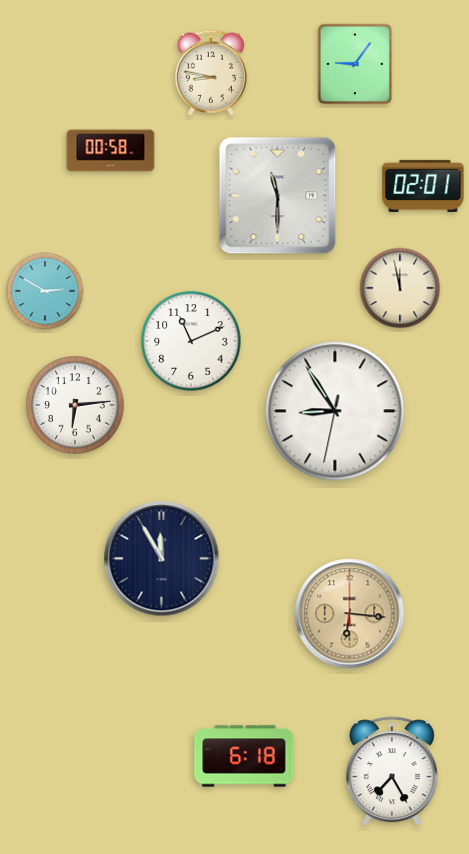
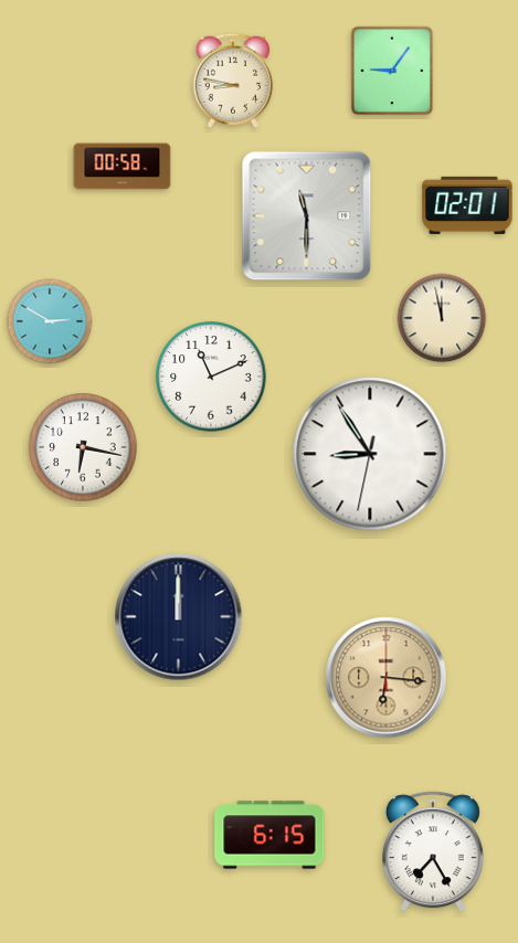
clock at (75, 405): 6:14 -> 6:17
clock at (162, 559): 11:55 -> 12:00
clock at (244, 756): 6:18 -> 6:15
